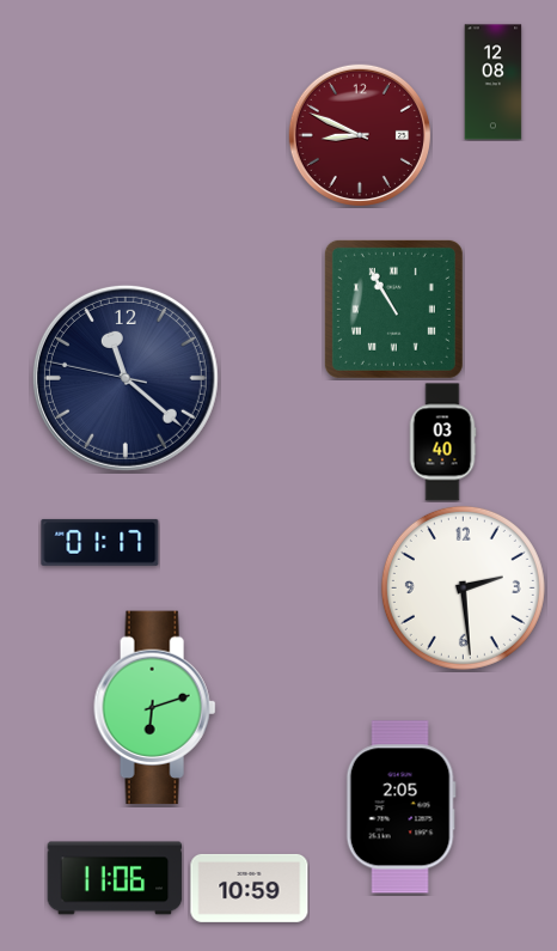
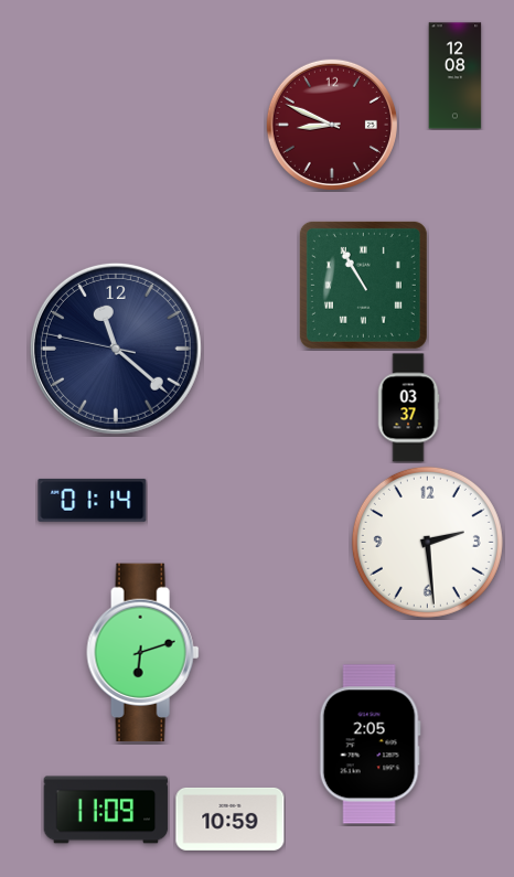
clock at (442, 443): 03:40 -> 03:37
clock at (100, 542): 01:17 -> 01:14
clock at (115, 878): 11:06 -> 11:09
